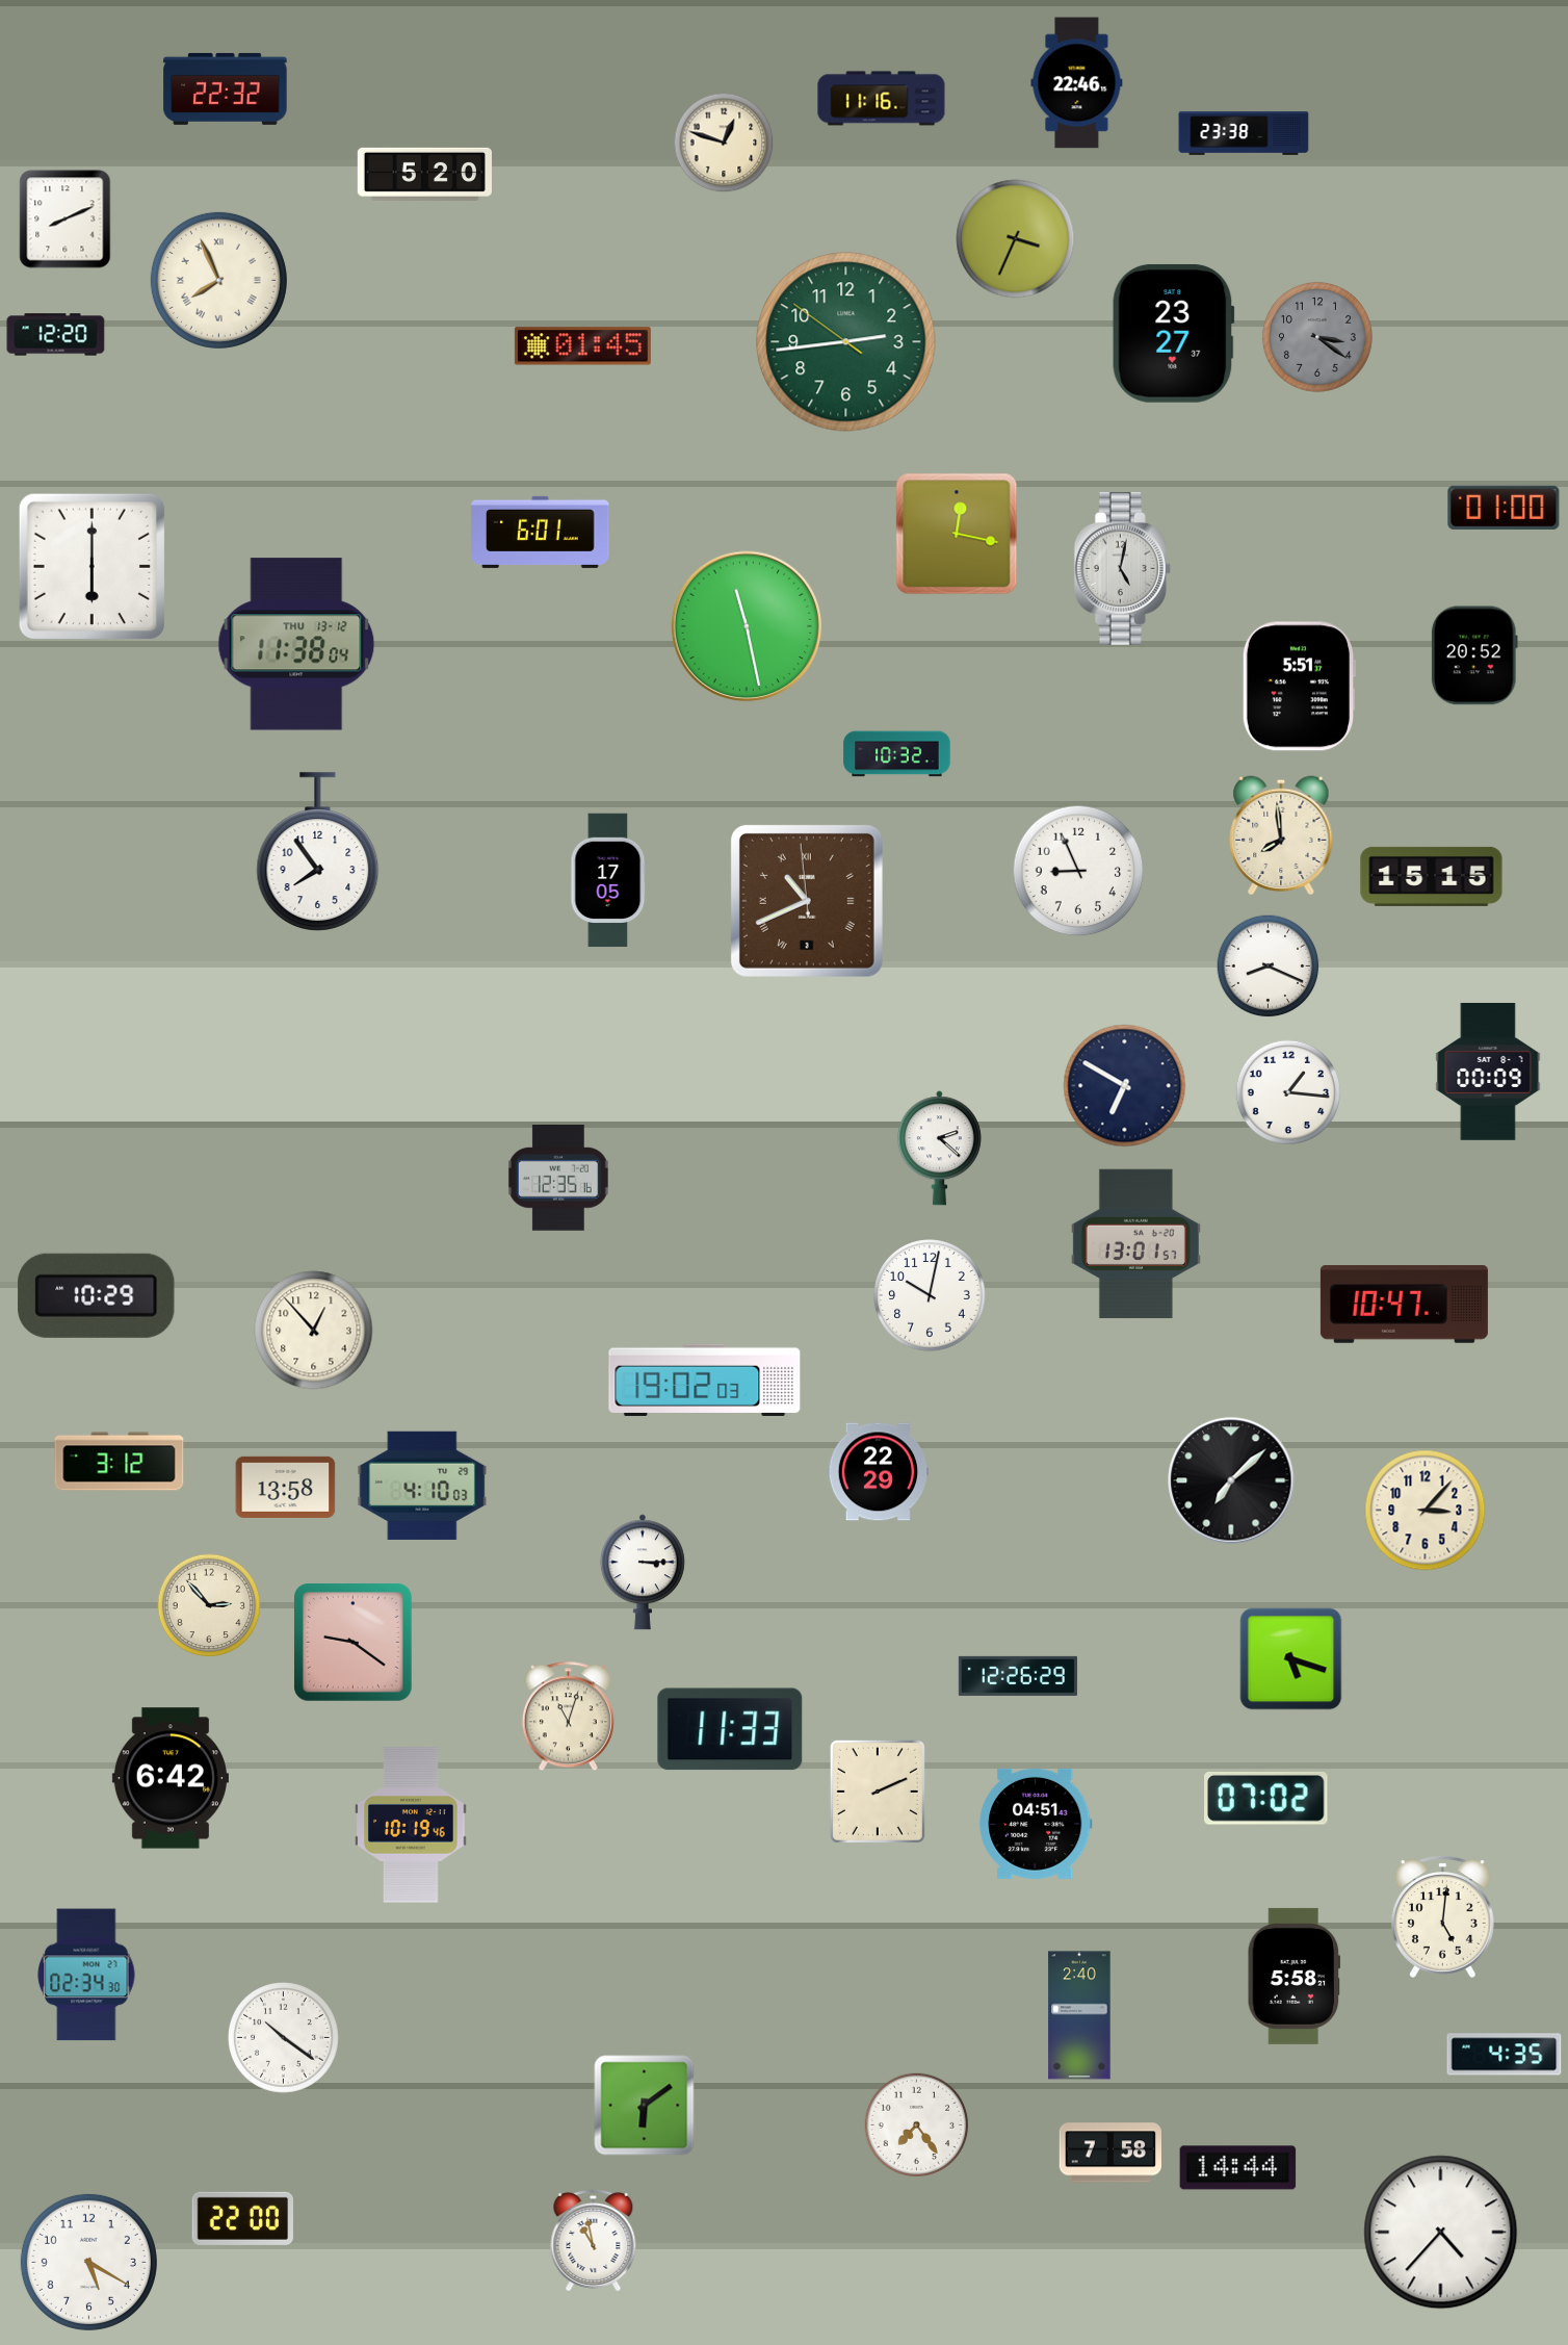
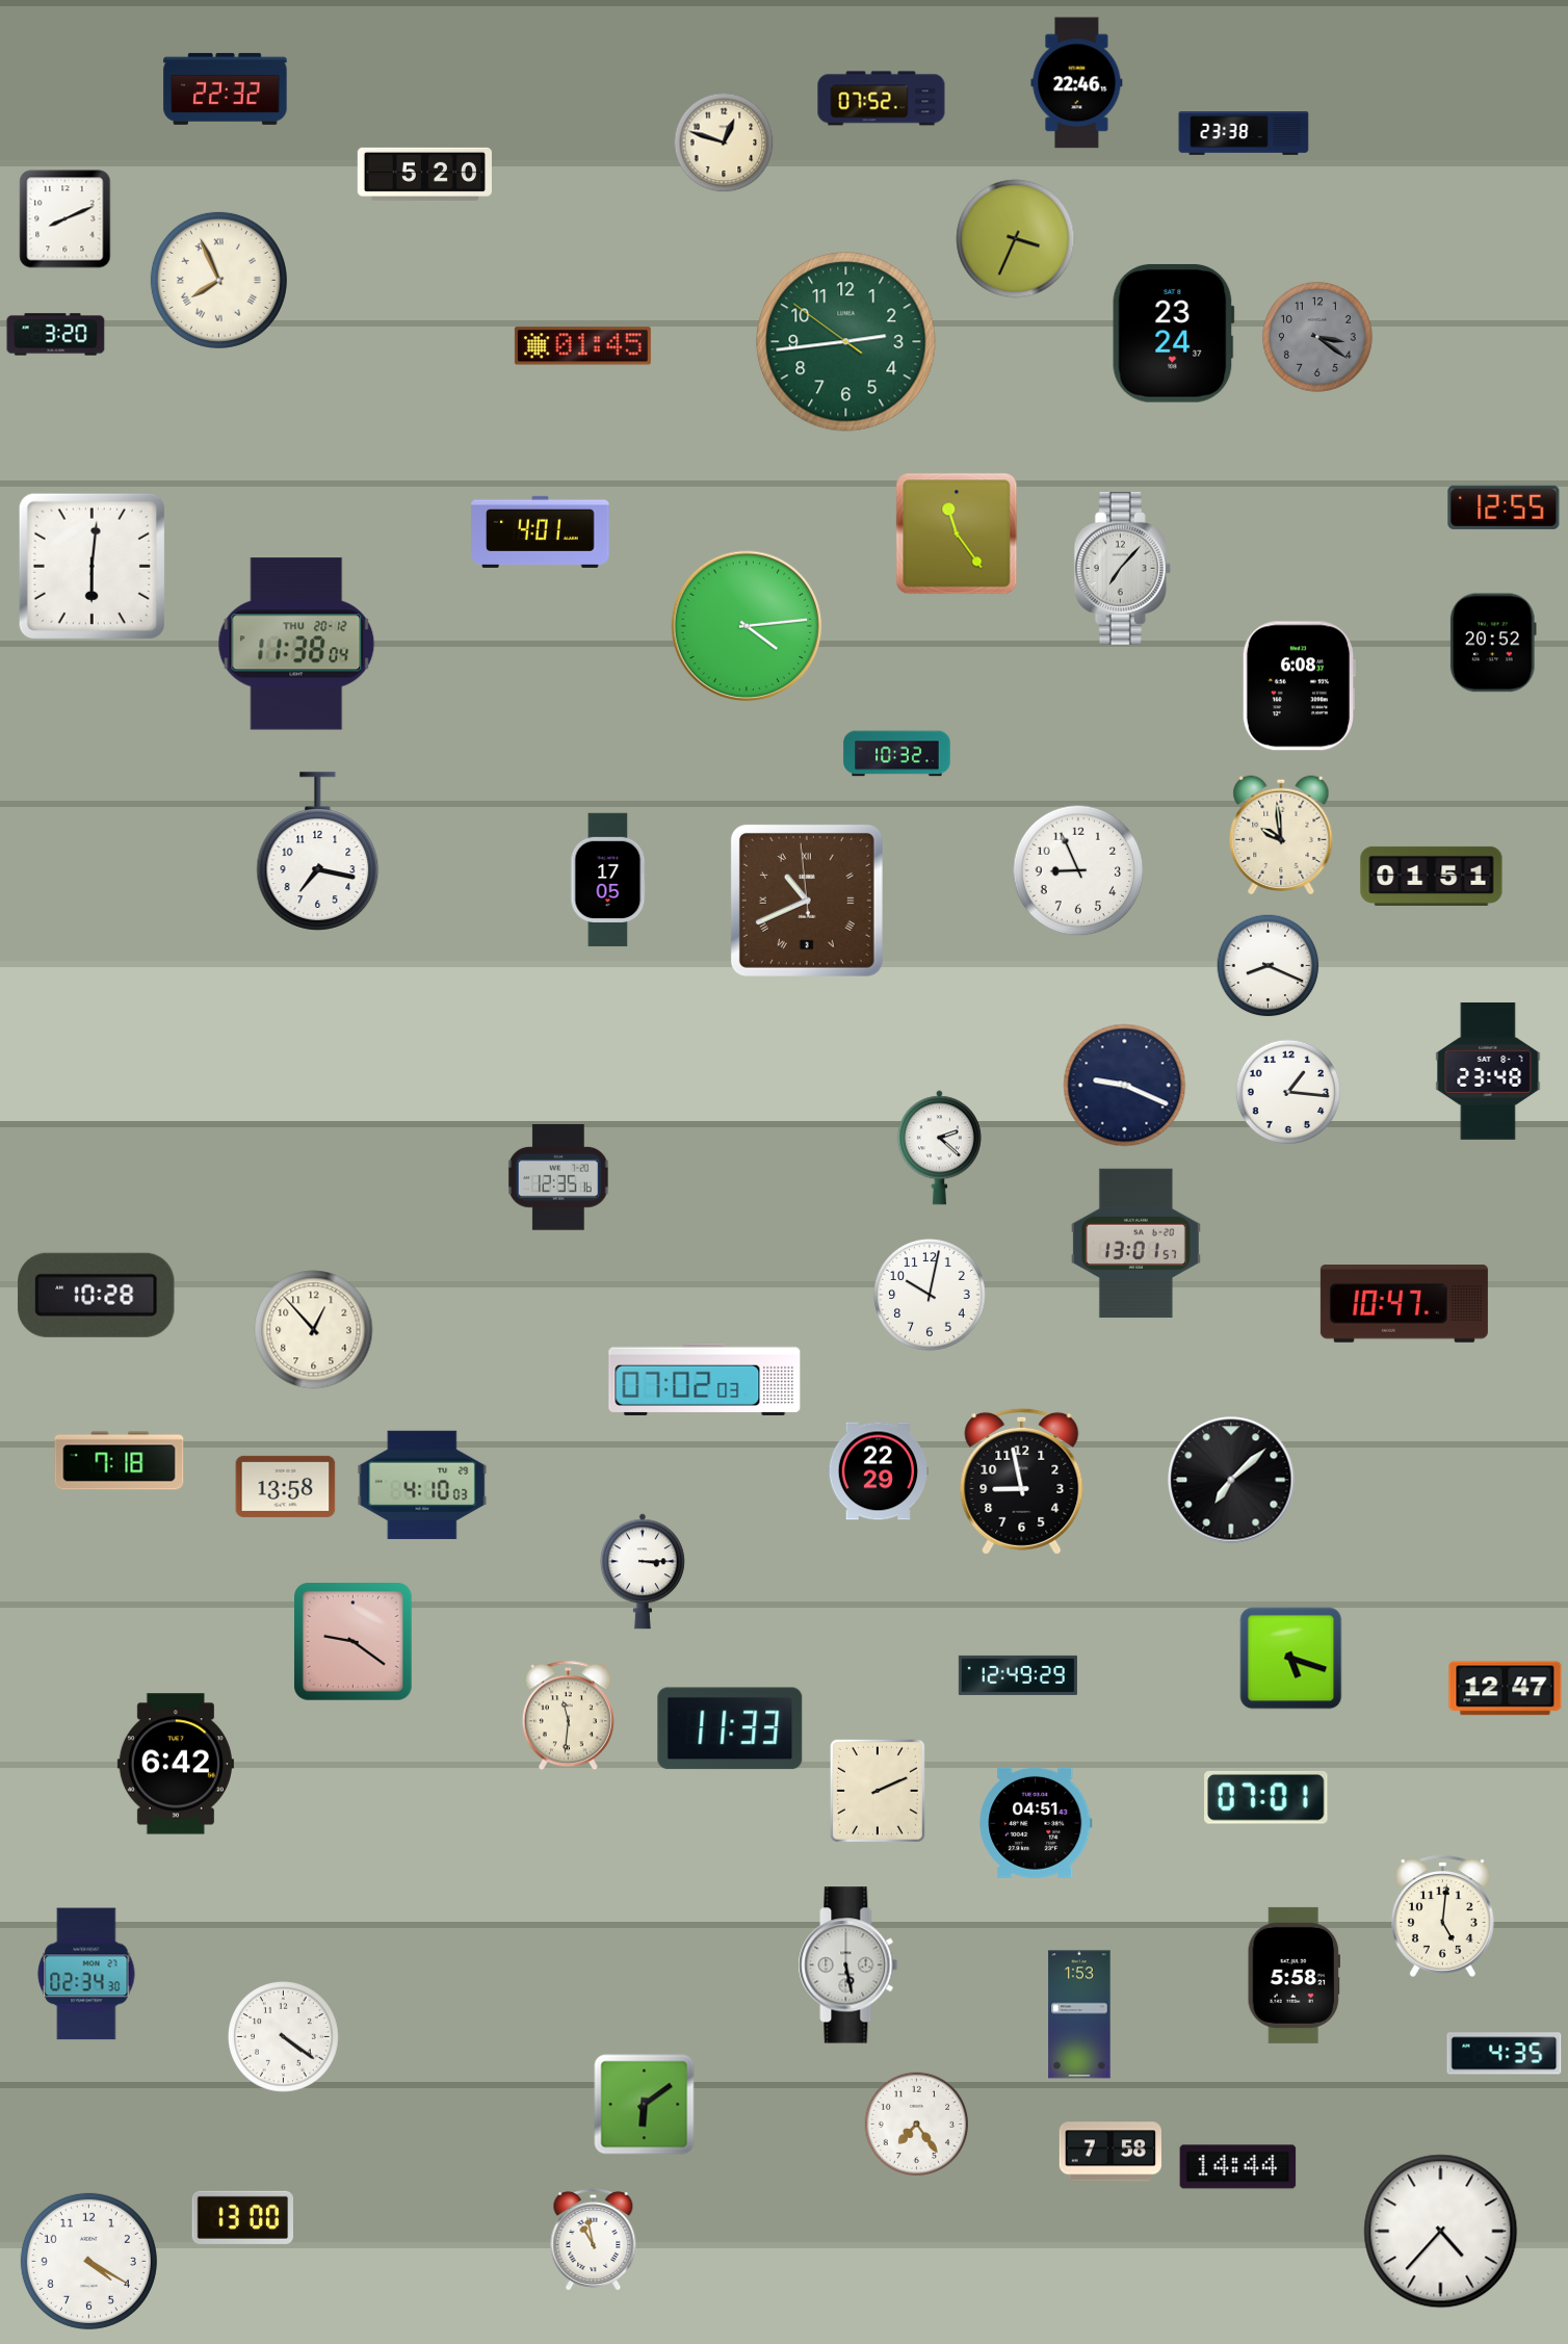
clock at (882, 99): 11:16 -> 07:52
clock at (1173, 333): 23:27 -> 23:24
clock at (56, 335): 12:20 -> 3:20
clock at (1504, 508): 01:00 -> 12:55
clock at (541, 532): 6:01 -> 4:01
clock at (957, 534): 12:17 -> 11:24
clock at (92, 566): 6:00 -> 6:01
clock at (1122, 568): 5:02 -> 7:07
clock at (747, 626): 11:28 -> 4:14
clock at (296, 644) date: THU 13-12 -> THU 20-12
clock at (1474, 655) position: (1474, 655) -> (1493, 643)
clock at (1298, 687): 5:51 -> 6:08
clock at (1281, 834): 7:59 -> 9:59
clock at (318, 852): 7:54 -> 7:17
clock at (1432, 876): 15:15 -> 01:51
clock at (1488, 1072): 00:09 -> 23:48
clock at (1125, 1086): 6:50 -> 9:19
clock at (97, 1295): 10:29 -> 10:28
clock at (705, 1380): 19:02 -> 07:02
clock at (120, 1462): 3:12 -> 7:18
clock at (1022, 1481): none -> 8:58
clock at (1426, 1511): 3:07 -> none
clock at (209, 1605): 2:53 -> none
clock at (1018, 1676): 12:26 -> 12:49
clock at (1506, 1689): none -> 12:47
clock at (568, 1717): 11:03 -> 11:31
clock at (171, 1778) position: (171, 1778) -> (176, 1764)
clock at (1266, 1799): 07:02 -> 07:01
clock at (411, 1825): 10:19 -> none
clock at (848, 1965): none -> 5:28
clock at (1079, 2015): 2:40 -> 1:53
clock at (284, 2038): 10:21 -> 4:21
clock at (242, 2218): 22:00 -> 13:00
clock at (88, 2262): 5:20 -> 4:20
